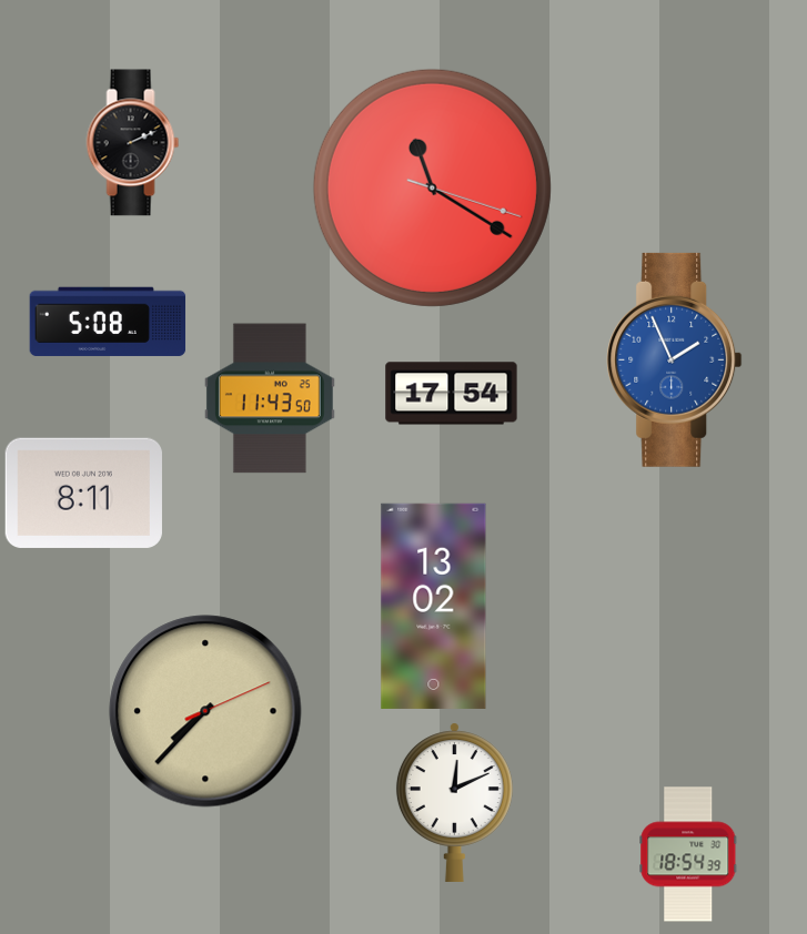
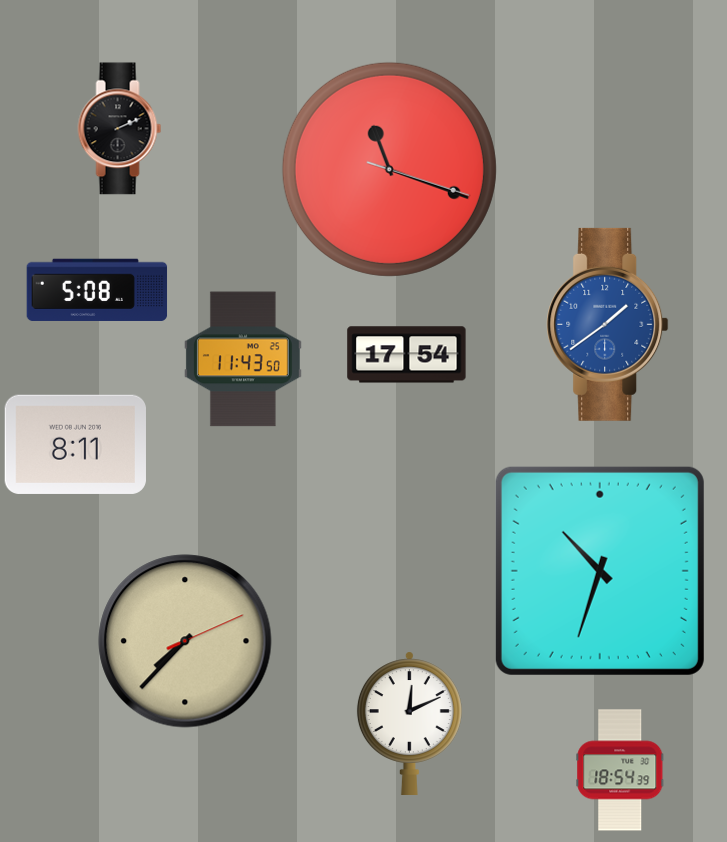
clock at (432, 187): 11:20 -> 11:18
clock at (675, 359): 1:56 -> 1:39
clock at (434, 606): 13:02 -> none
clock at (600, 571): none -> 10:33
